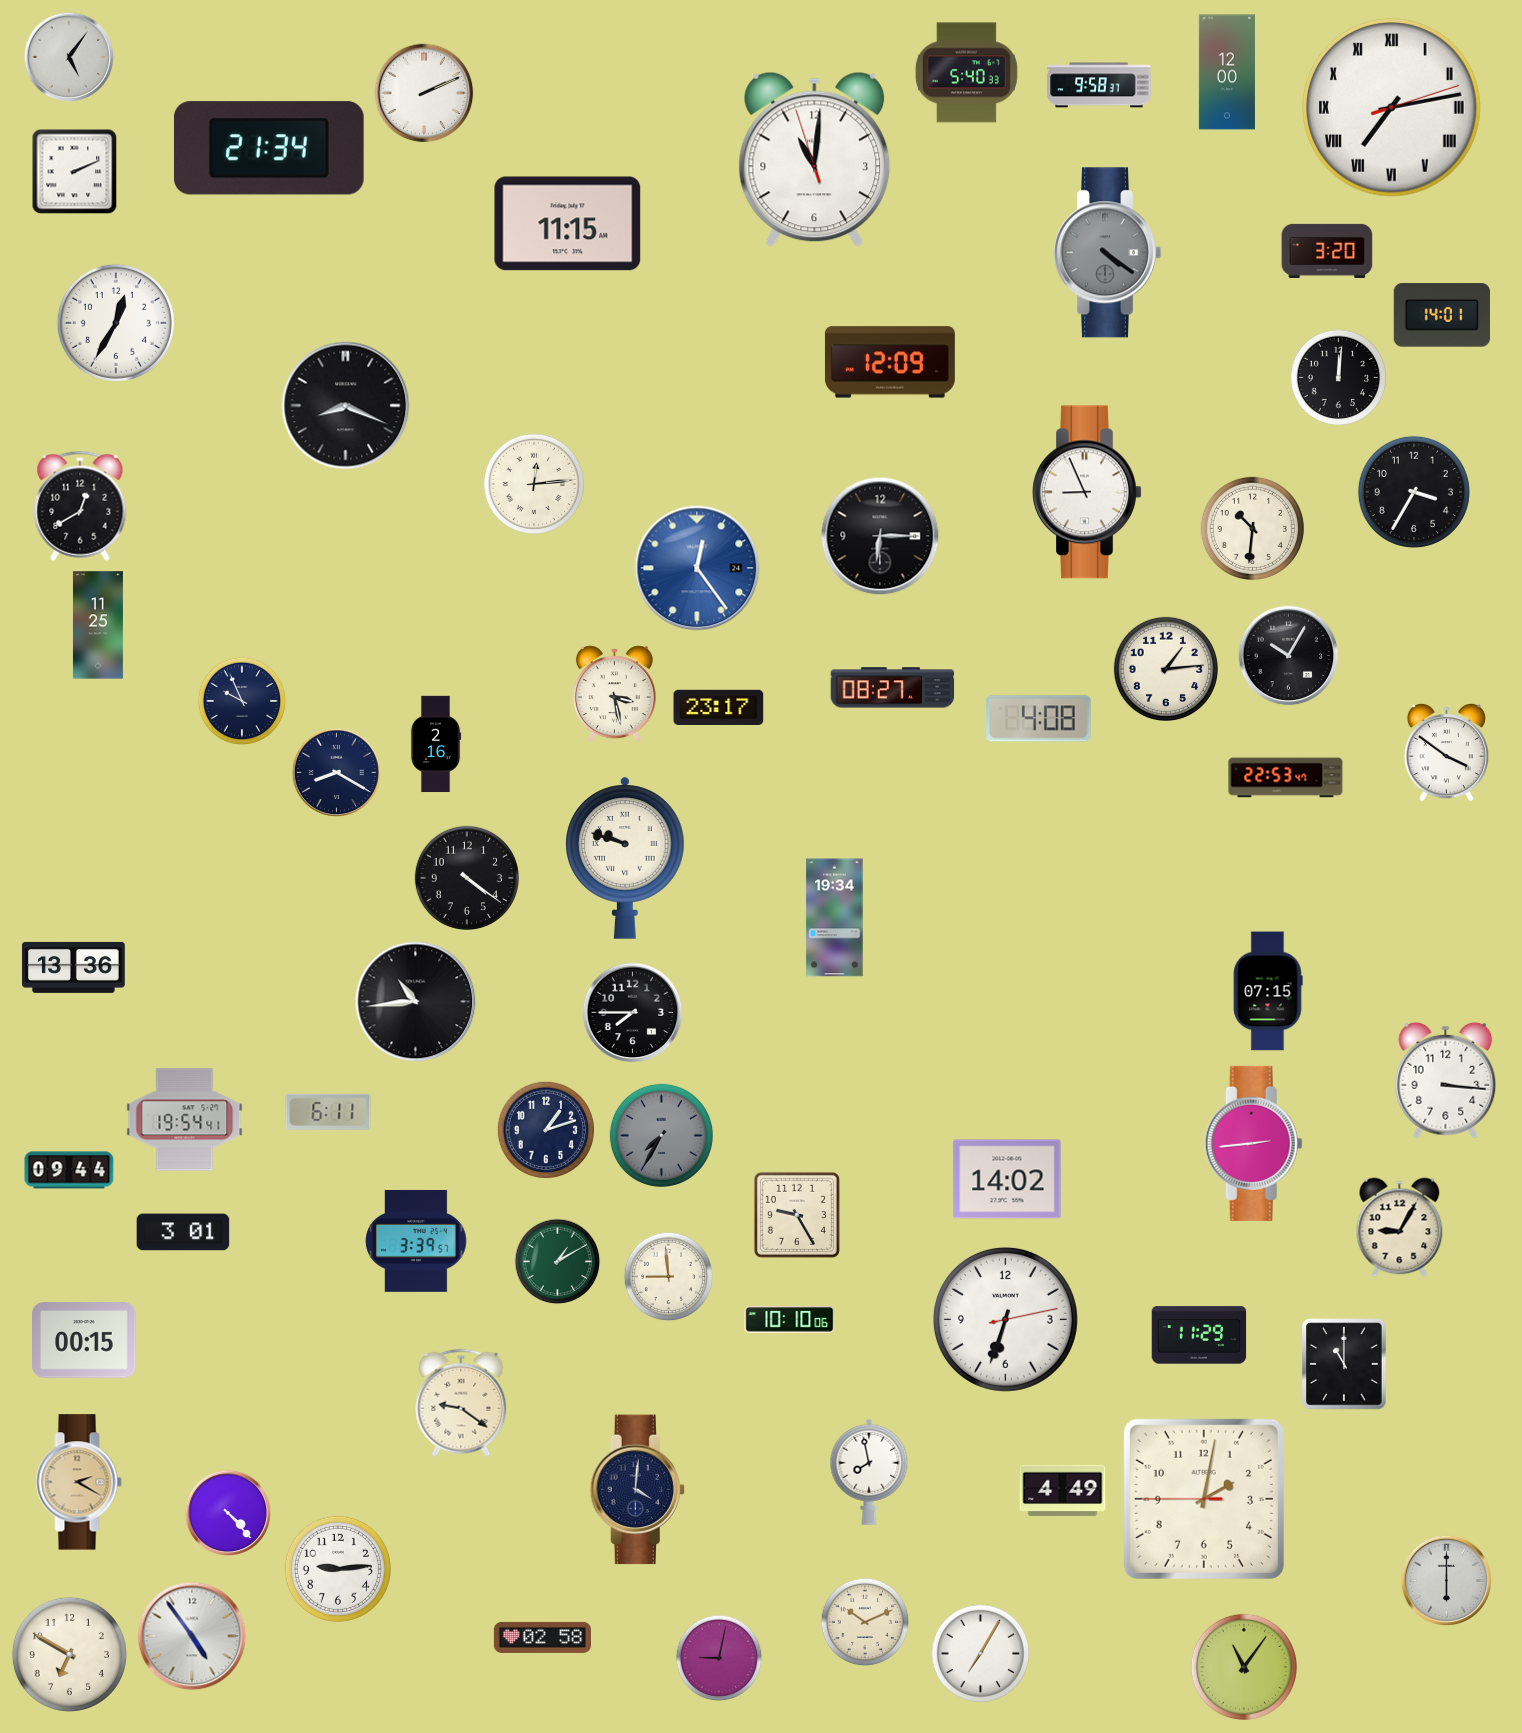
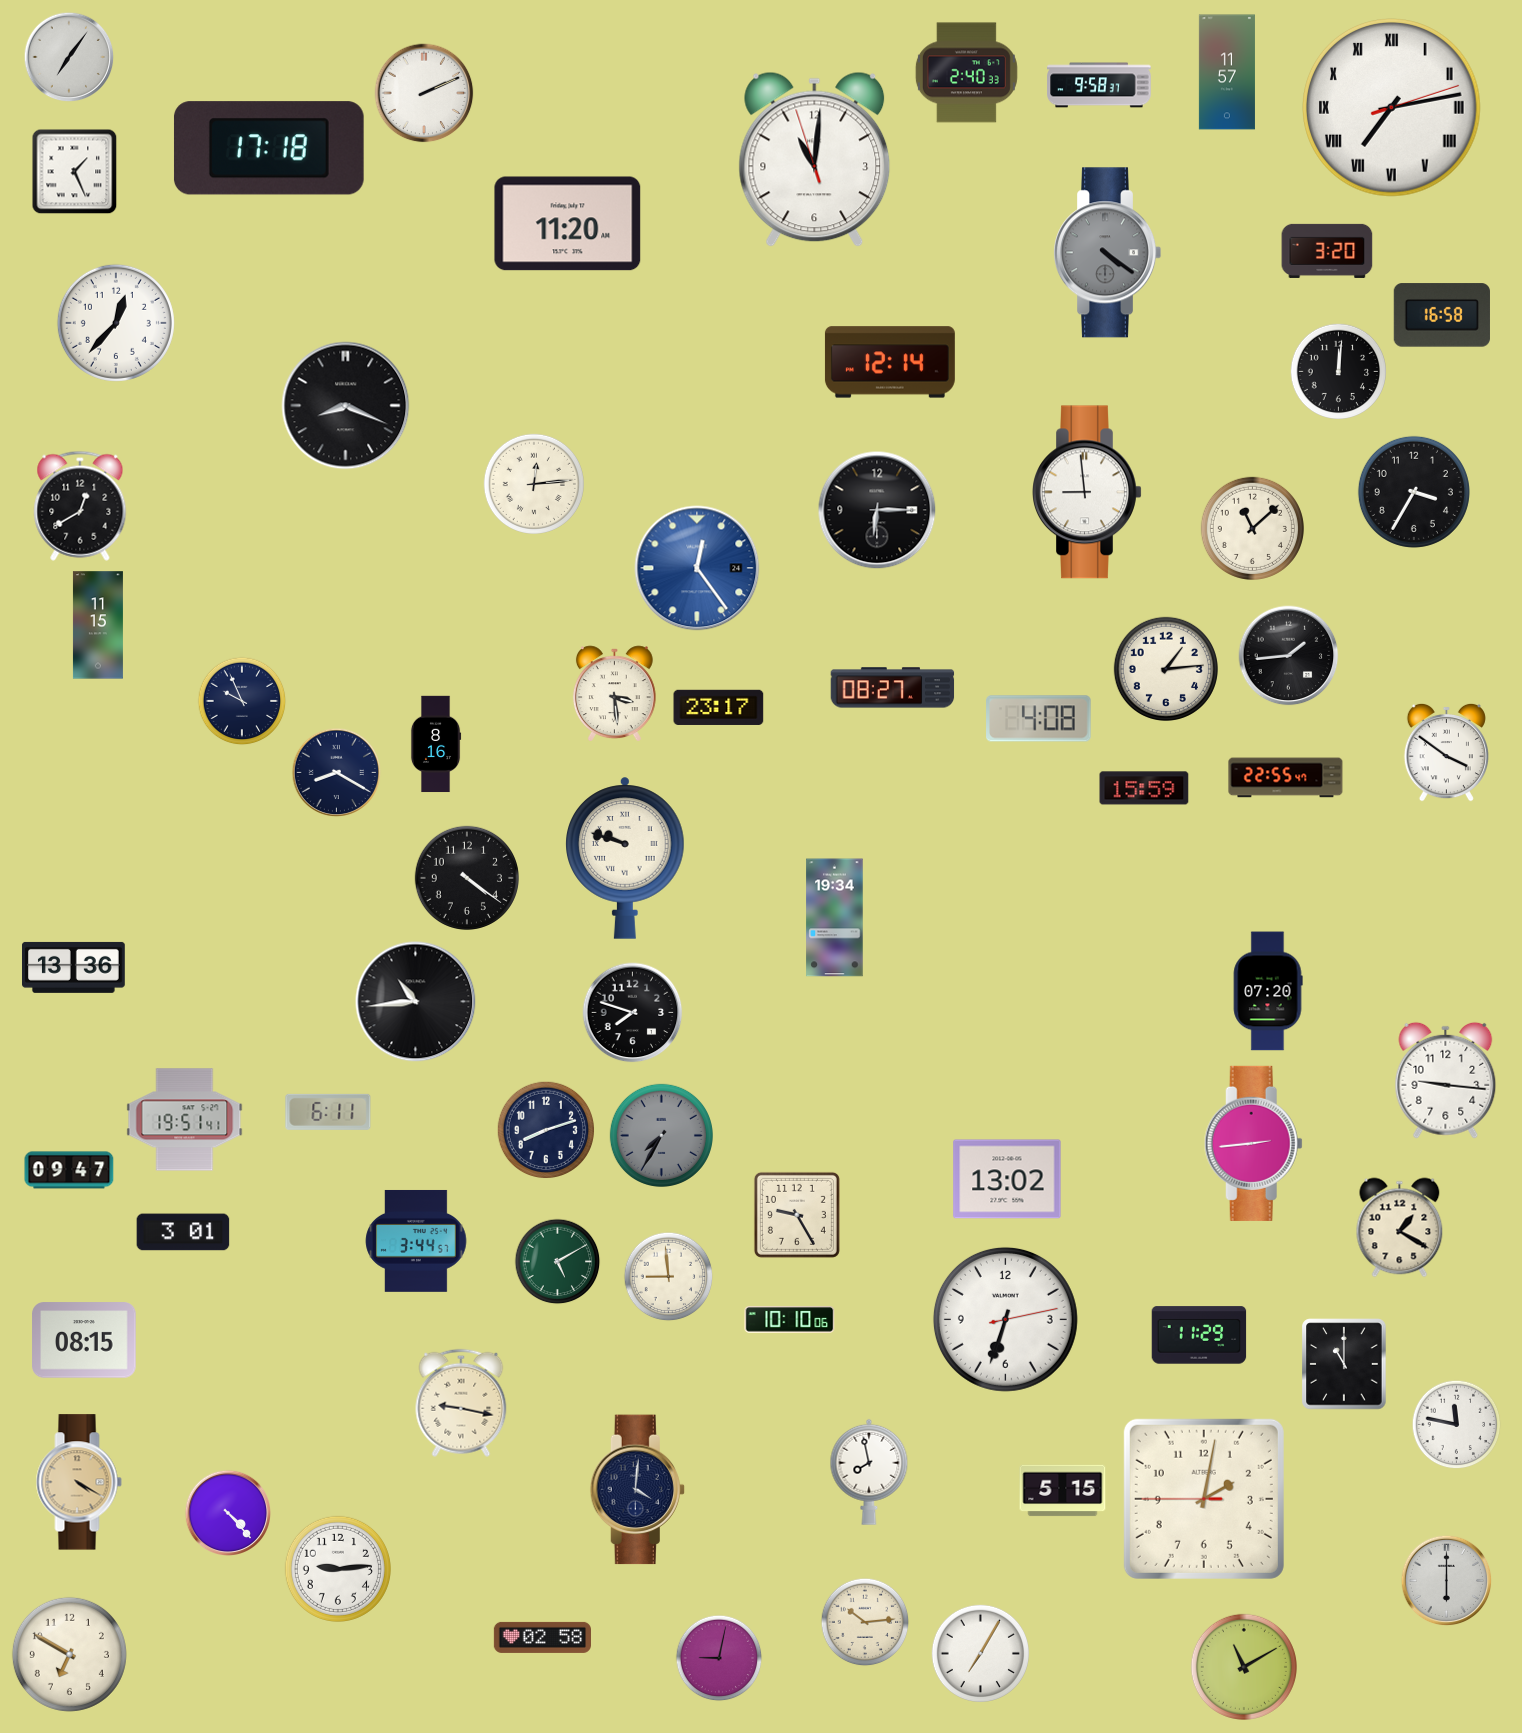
clock at (69, 57): 5:06 -> 7:06
clock at (1227, 72): 12:00 -> 11:57
clock at (966, 73): 5:40 -> 2:40
clock at (269, 148): 21:34 -> 17:18
clock at (75, 172): 2:11 -> 1:26
clock at (568, 224): 11:15 -> 11:20
clock at (1442, 315): 14:01 -> 16:58
clock at (116, 323): 12:35 -> 12:37
clock at (890, 362): 12:09 -> 12:14
clock at (1338, 377) position: (1338, 377) -> (1338, 371)
clock at (1087, 492): 8:56 -> 8:59
clock at (1252, 528): 10:31 -> 11:08
clock at (880, 536) position: (880, 536) -> (877, 510)
clock at (98, 625): 11:25 -> 11:15
clock at (1289, 656): 10:05 -> 1:44
clock at (614, 693): 3:28 -> 3:29
clock at (436, 744): 2:16 -> 8:16
clock at (1286, 778): 22:53 -> 22:55
clock at (1144, 788): none -> 15:59
clock at (1268, 991): 07:15 -> 07:20
clock at (633, 1013): 7:45 -> 7:48
clock at (1446, 1080): 3:16 -> 9:16
clock at (185, 1120): 19:54 -> 19:51
clock at (545, 1129): 1:12 -> 8:12
clock at (69, 1170): 09:44 -> 09:47
clock at (1007, 1179): 14:02 -> 13:02
clock at (1400, 1228): 9:05 -> 1:20
clock at (416, 1241): 3:39 -> 3:44
clock at (558, 1262): 1:10 -> 5:10
clock at (84, 1340): 00:15 -> 08:15
clock at (461, 1403): 9:21 -> 9:17
clock at (1457, 1425): none -> 11:47
clock at (79, 1482): 2:20 -> 4:20
clock at (1063, 1491): 4:49 -> 5:15
clock at (865, 1622): 10:11 -> 10:14
clock at (192, 1636): 4:54 -> none
clock at (1244, 1667): 11:06 -> 11:10
